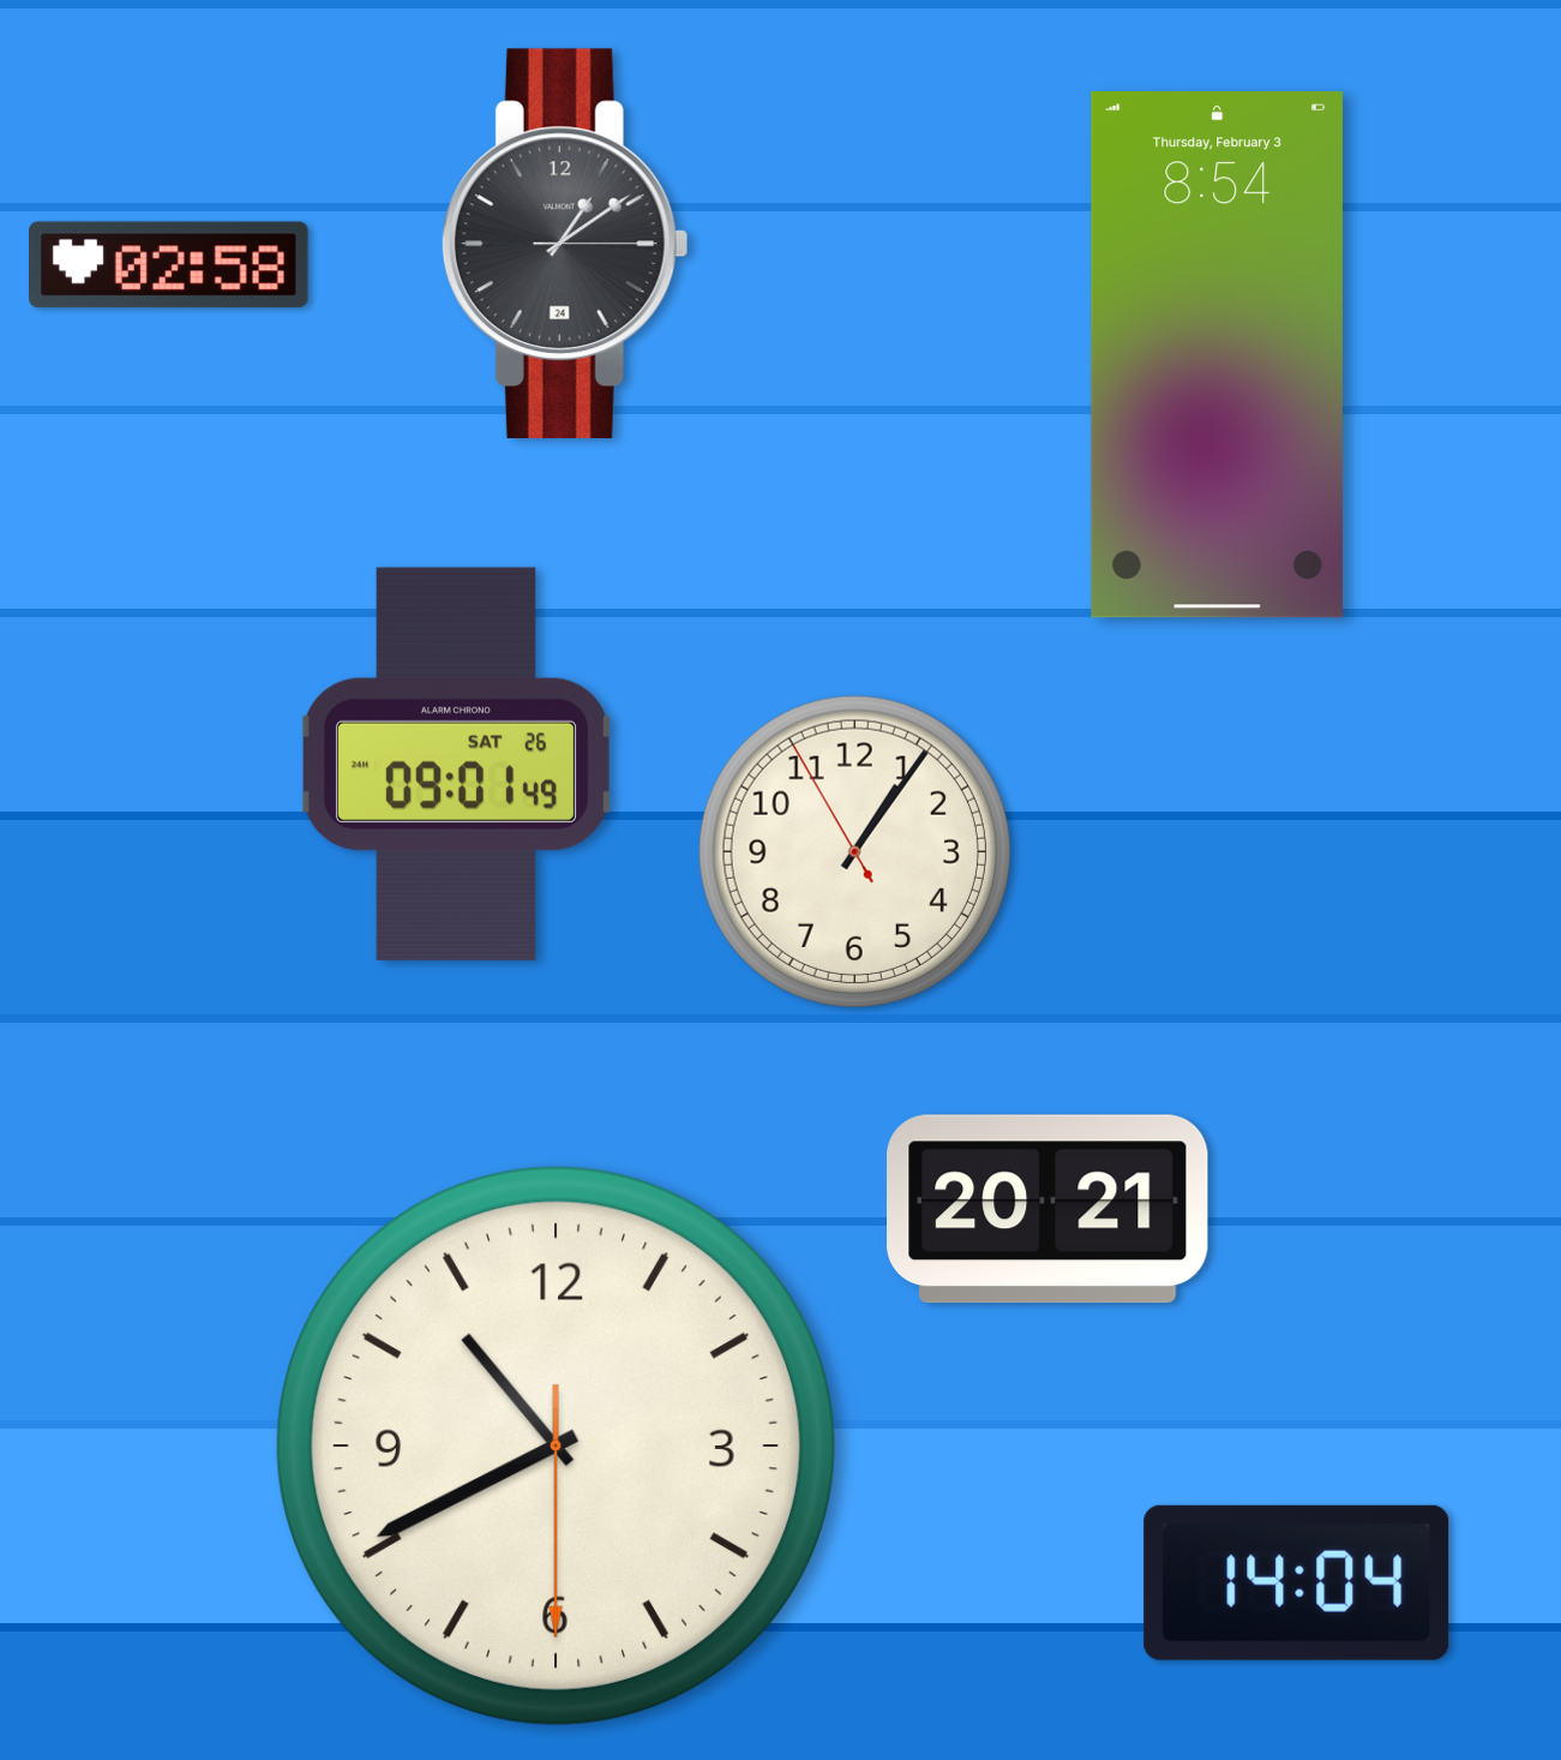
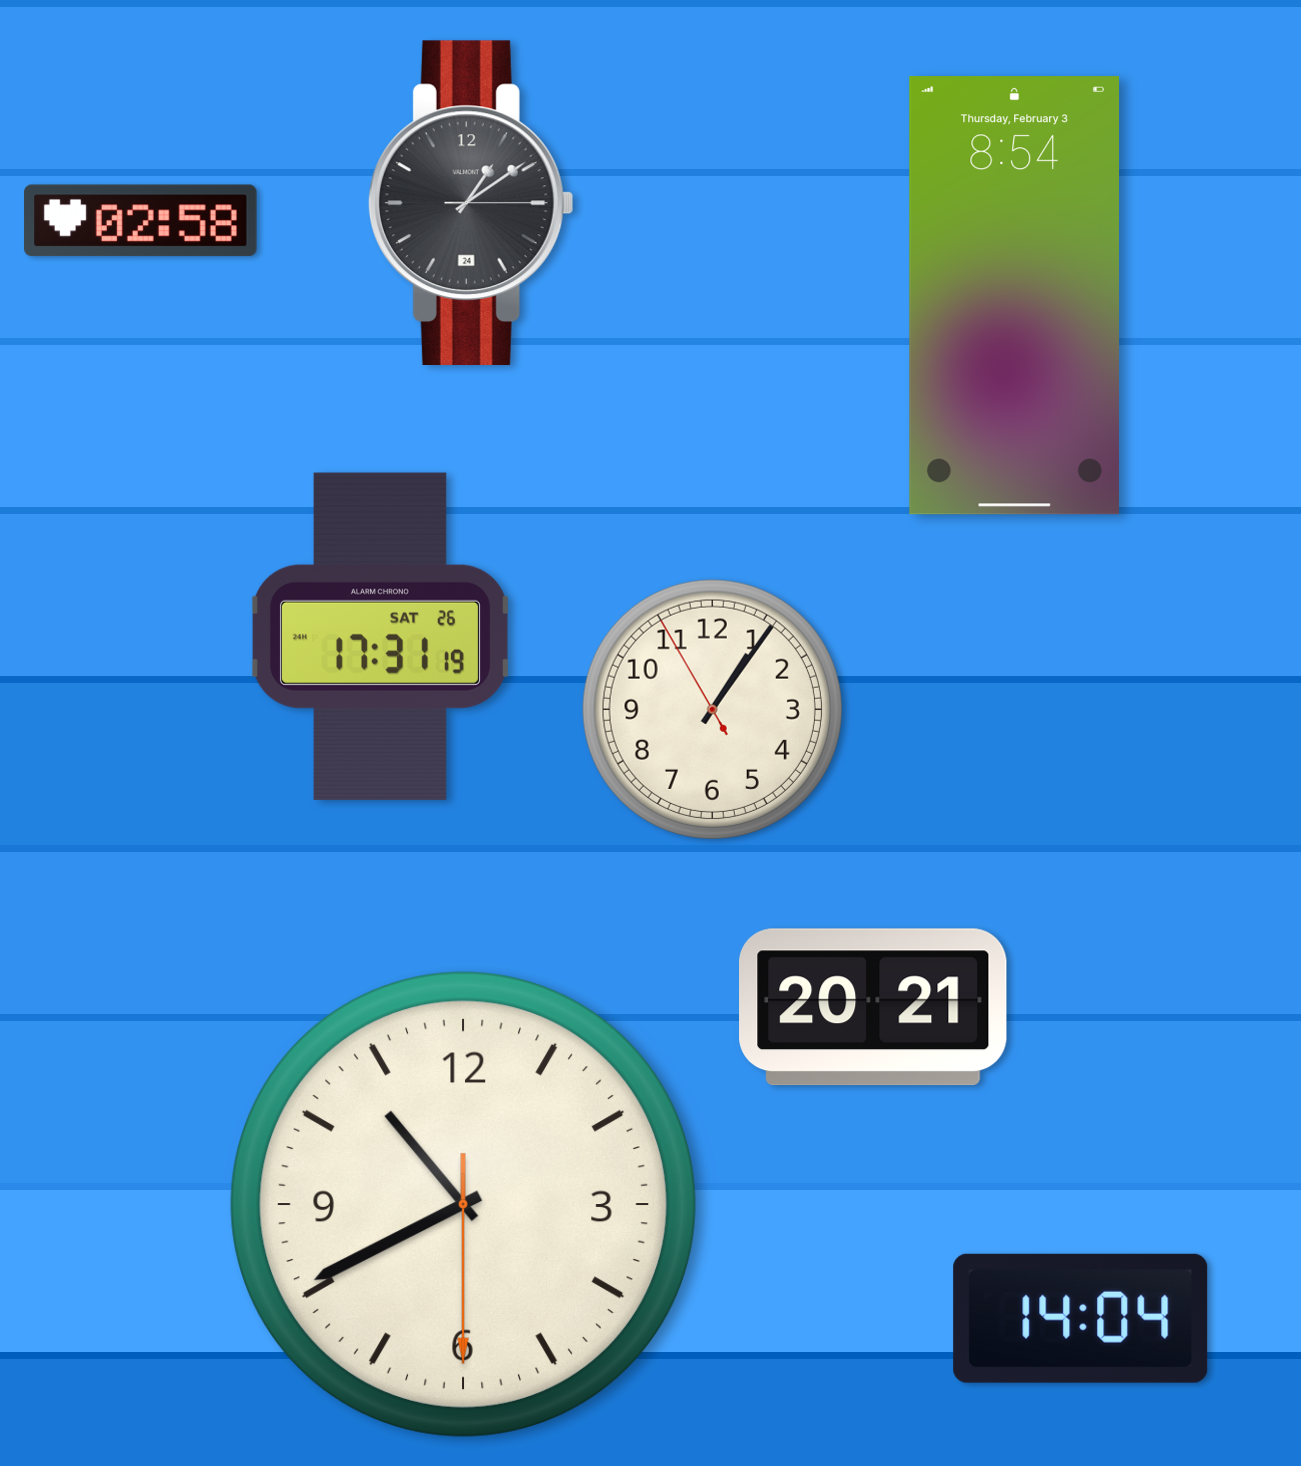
clock at (456, 764): 09:01 -> 17:31
